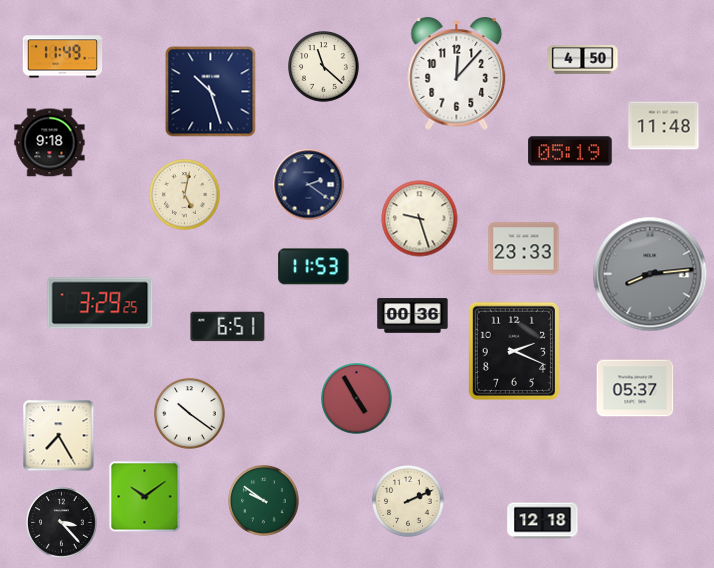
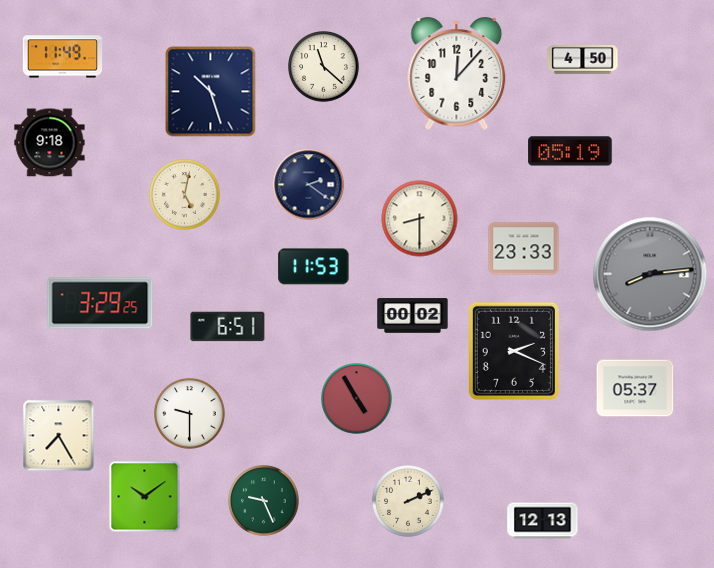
clock at (664, 126): 11:48 -> none
clock at (420, 219): 9:27 -> 8:30
clock at (413, 316): 00:36 -> 00:02
clock at (190, 414): 10:21 -> 9:30
clock at (264, 501): 9:51 -> 9:26
clock at (543, 521): 12:18 -> 12:13
clock at (62, 523): 3:23 -> none
